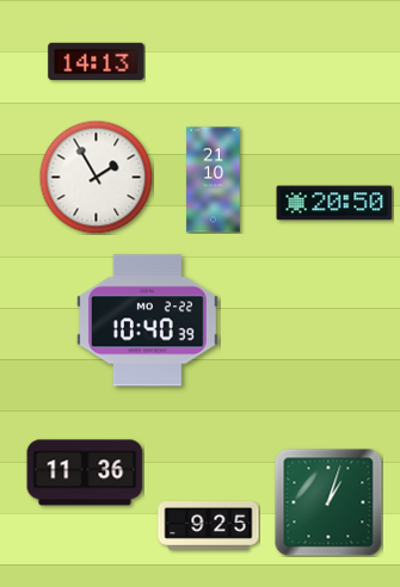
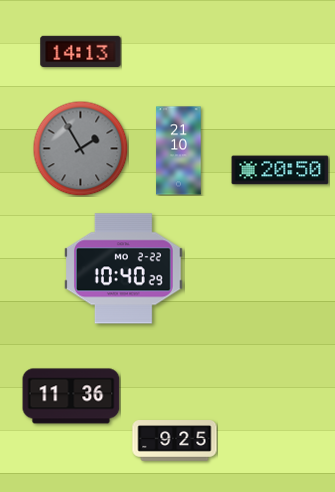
clock at (96, 177) dial: white -> grey
clock at (148, 321): 10:40:39 -> 10:40:29
clock at (328, 502): 1:03 -> none
